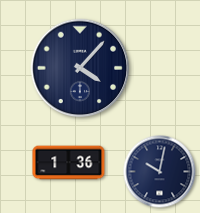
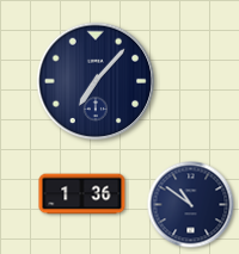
clock at (80, 68): 4:07 -> 7:07
clock at (160, 172): 10:02 -> 10:51
